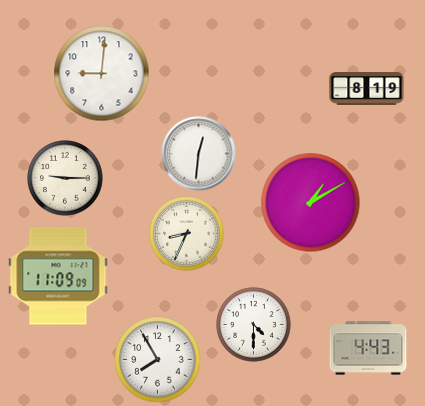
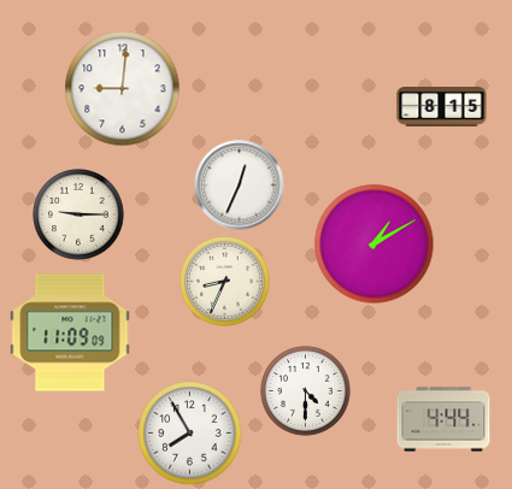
clock at (367, 89): 8:19 -> 8:15
clock at (199, 154): 12:31 -> 12:34
clock at (368, 348): 4:43 -> 4:44
